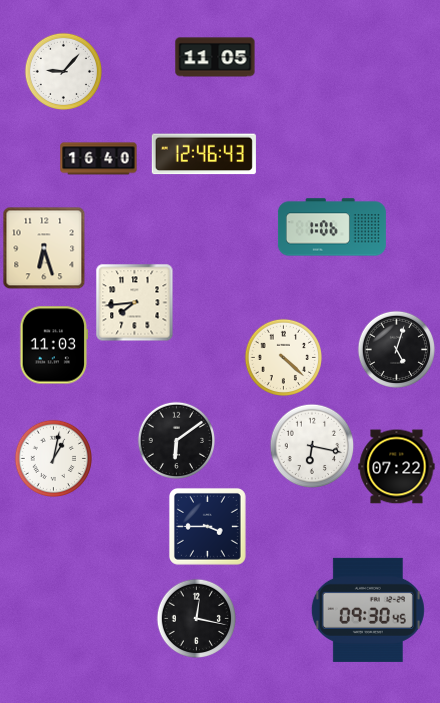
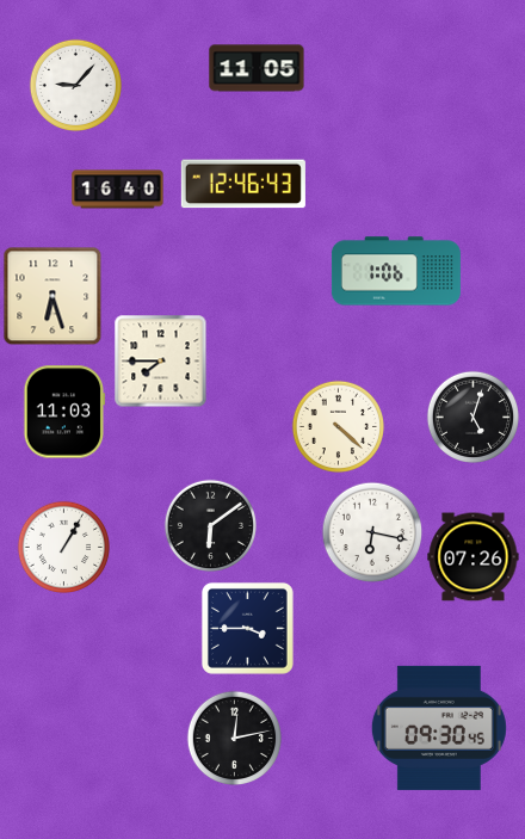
clock at (134, 302): 7:44 -> 7:45
clock at (53, 458): 1:02 -> 1:05
clock at (397, 467): 07:22 -> 07:26
clock at (196, 618): 12:17 -> 12:13
